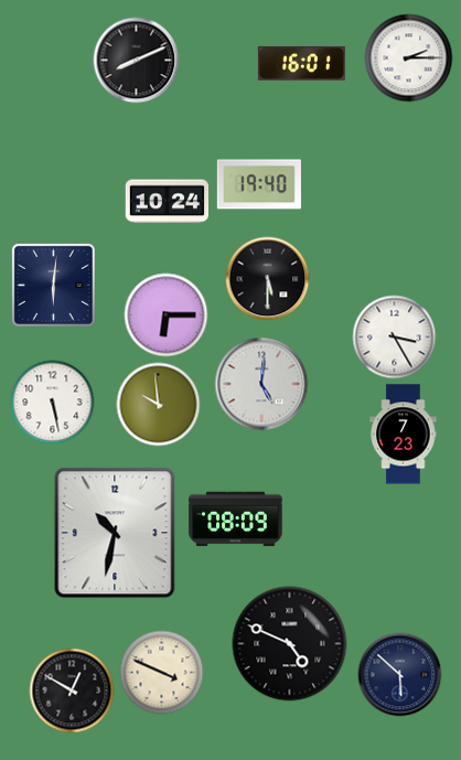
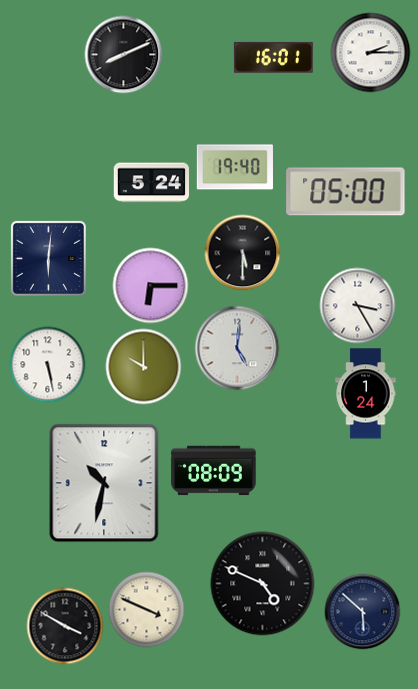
clock at (167, 202): 10:24 -> 5:24
clock at (346, 192): none -> 05:00
clock at (159, 405): 9:59 -> 10:00
clock at (404, 435): 7:23 -> 1:24
clock at (72, 691): 12:50 -> 3:50
